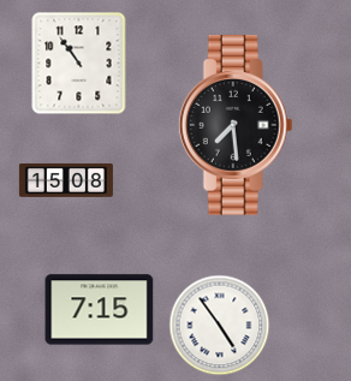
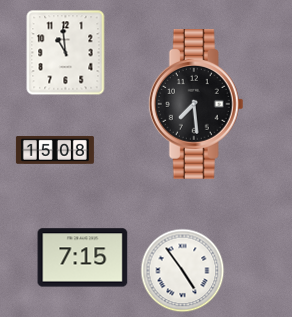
clock at (79, 64): 10:54 -> 10:59
